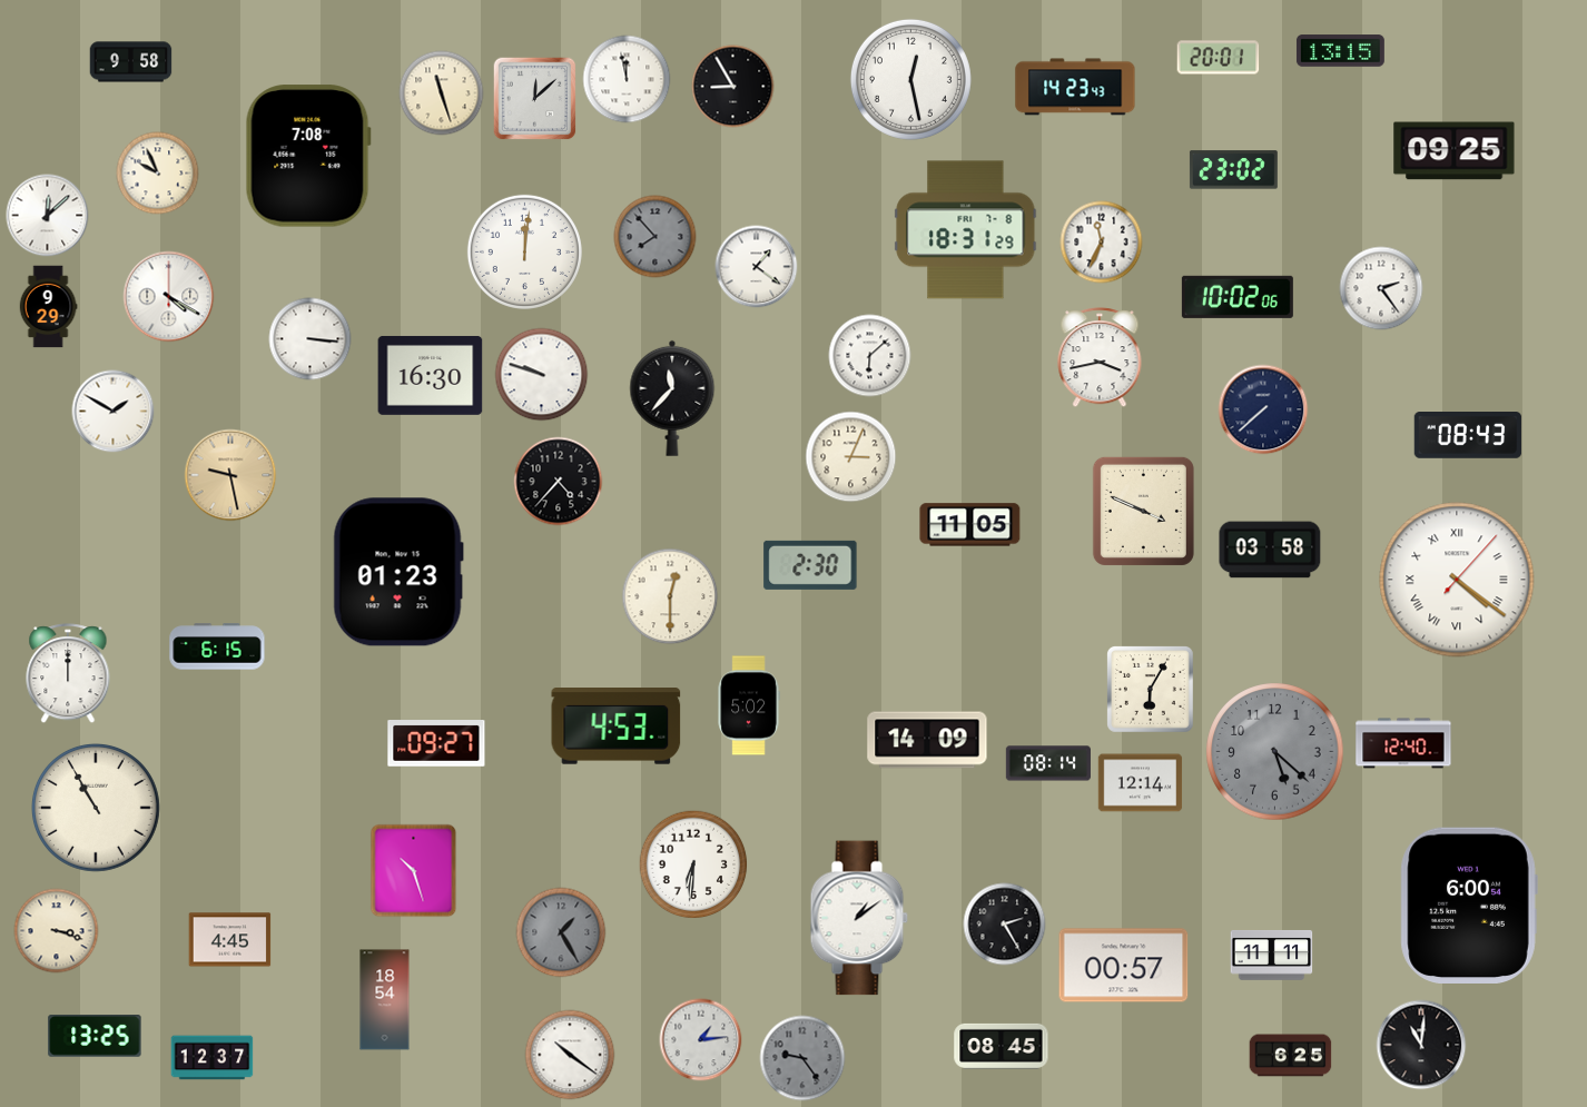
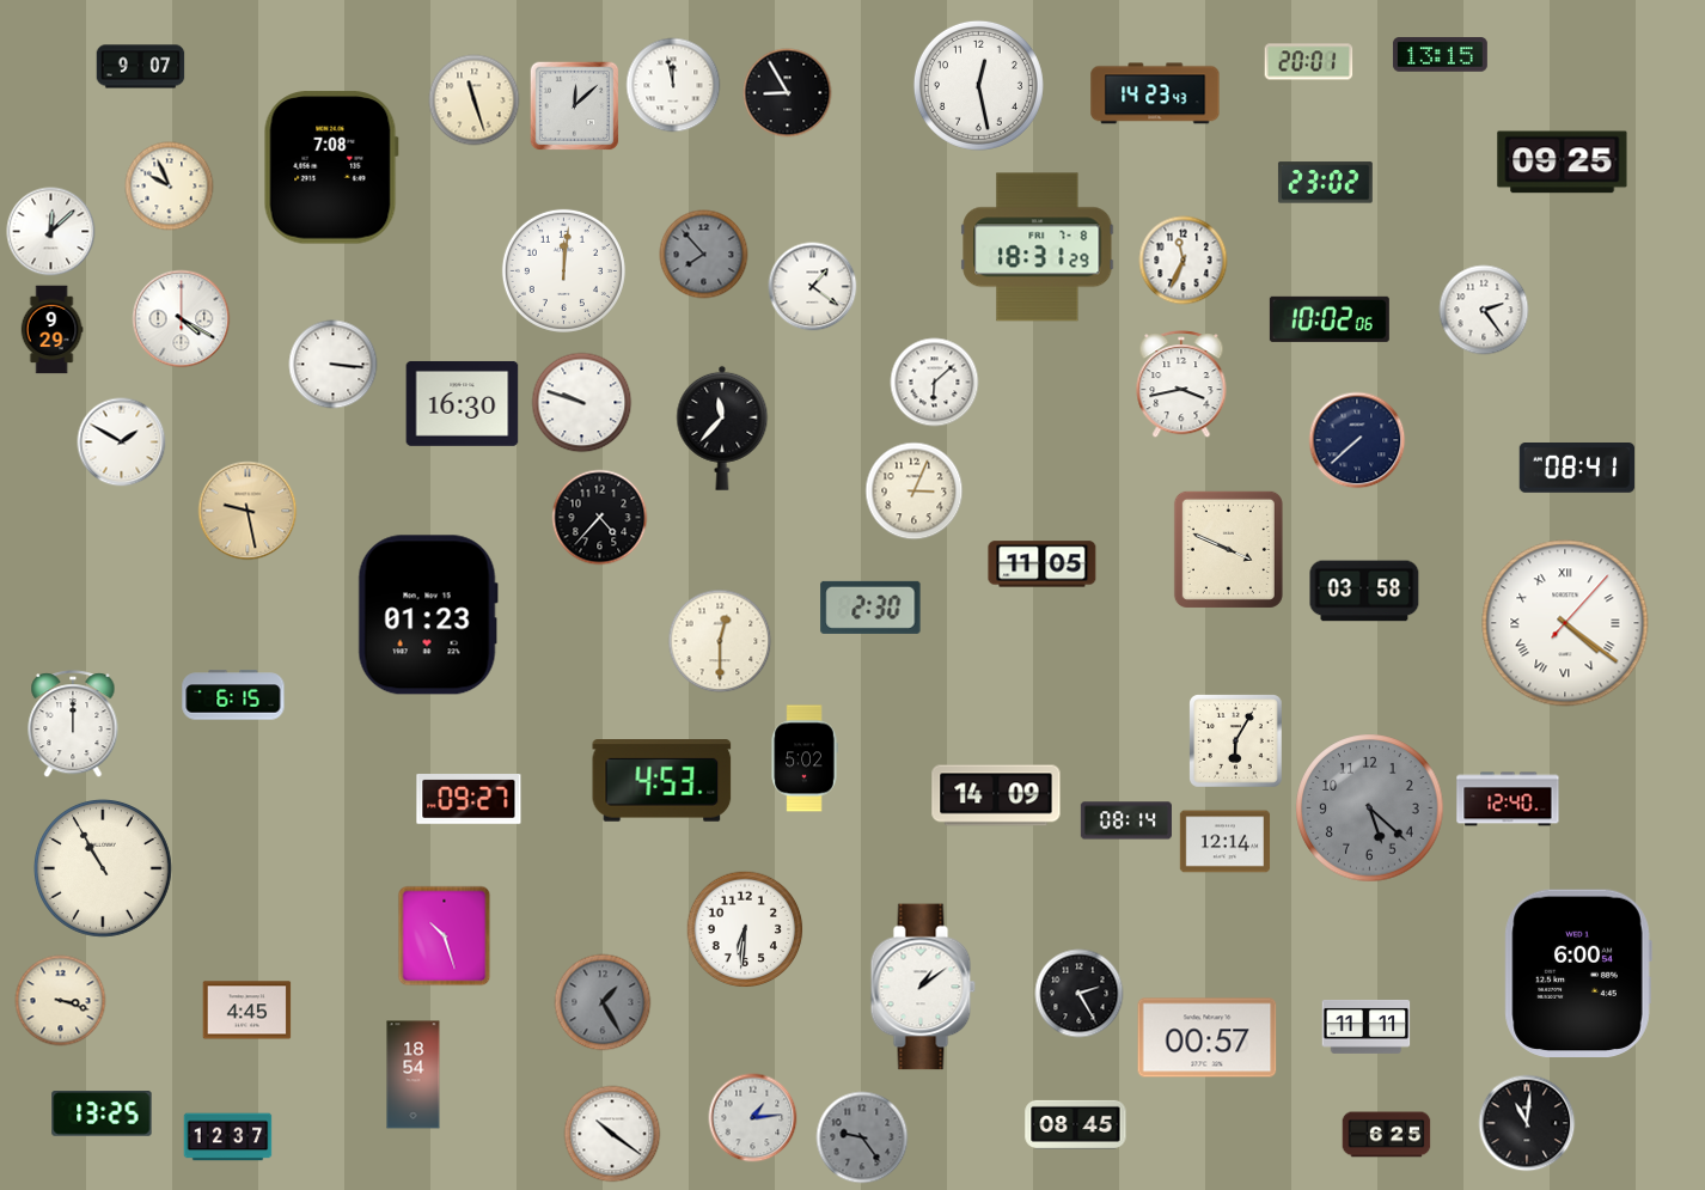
clock at (131, 62): 9:58 -> 9:07
clock at (1468, 436): 08:43 -> 08:41
